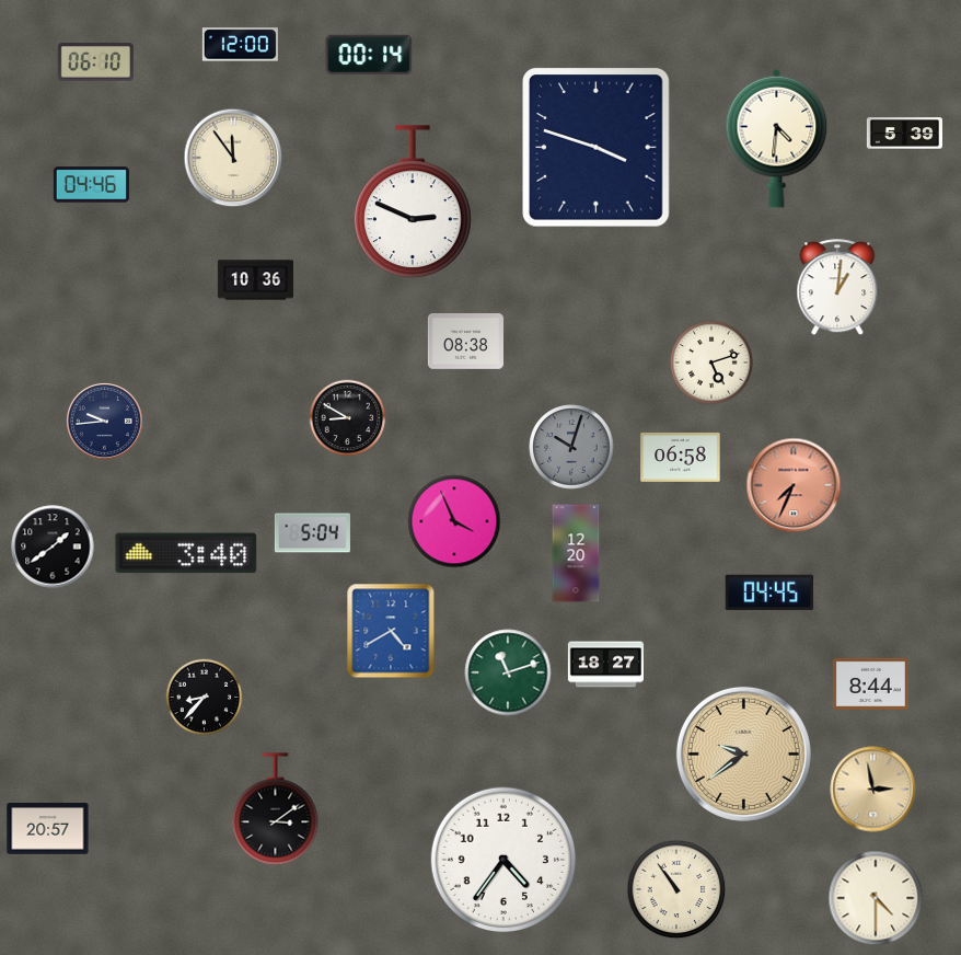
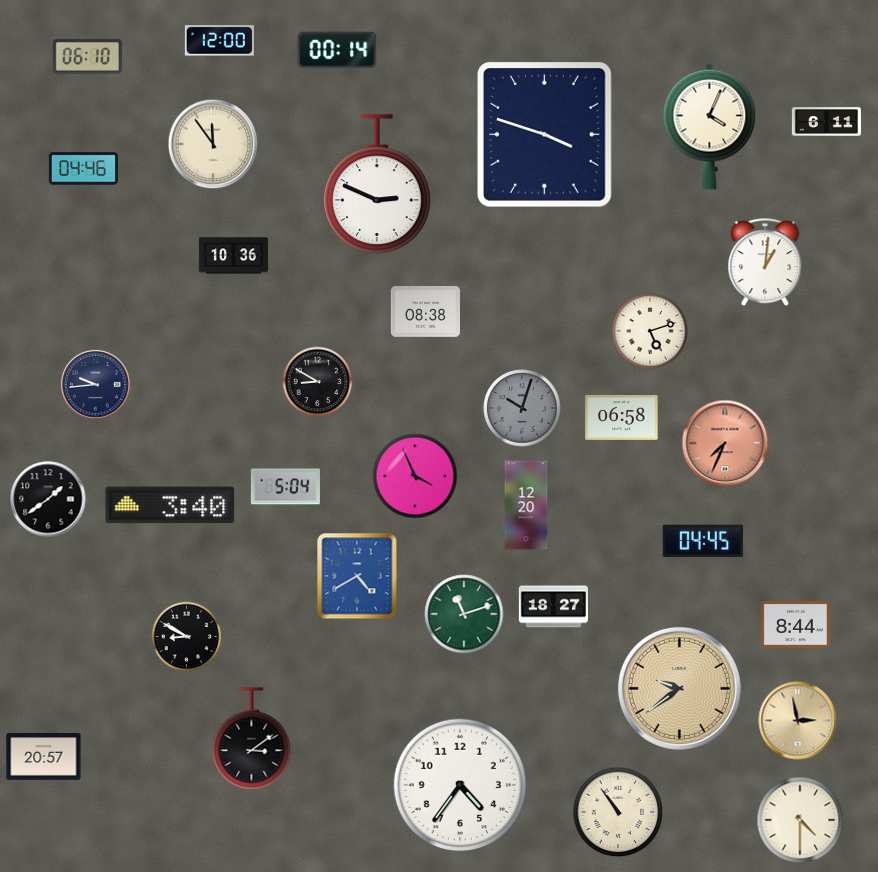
clock at (904, 134): 5:39 -> 6:11
clock at (777, 138): 4:31 -> 4:04
clock at (205, 698): 8:37 -> 8:50
